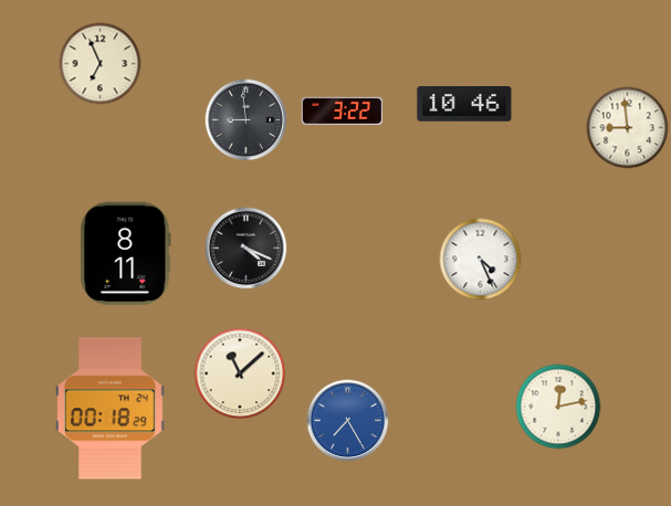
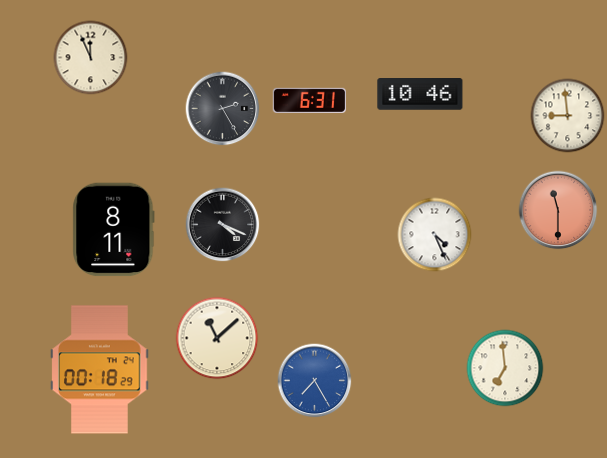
clock at (101, 64): 6:56 -> 11:56
clock at (342, 110): 3:22 -> 6:31
clock at (247, 120): 8:59 -> 2:25
clock at (558, 210): none -> 11:30
clock at (558, 407): 12:13 -> 6:59
